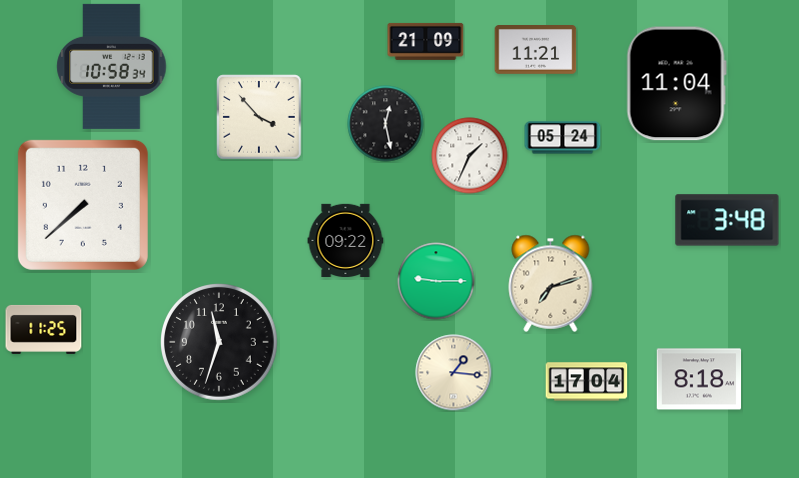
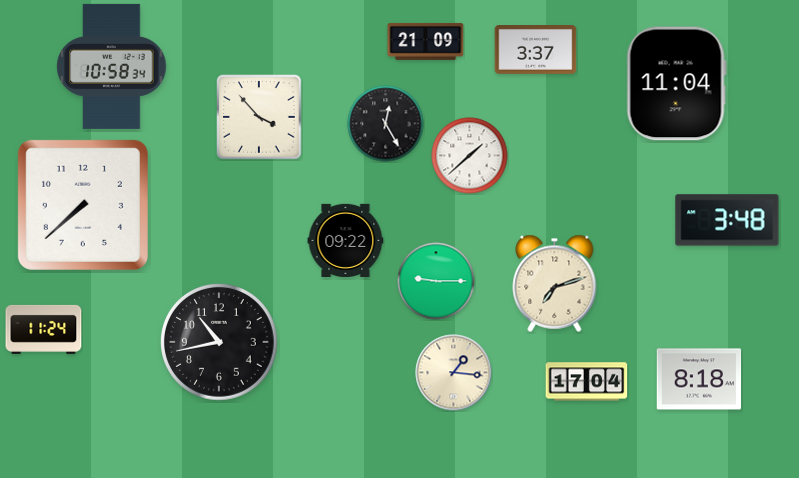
clock at (536, 50): 11:21 -> 3:37
clock at (386, 124): 12:28 -> 12:25
clock at (563, 138): 05:24 -> none
clock at (470, 156): 1:34 -> 1:38
clock at (551, 283) position: (551, 283) -> (555, 283)
clock at (44, 329): 11:25 -> 11:24
clock at (220, 343): 11:33 -> 10:43
